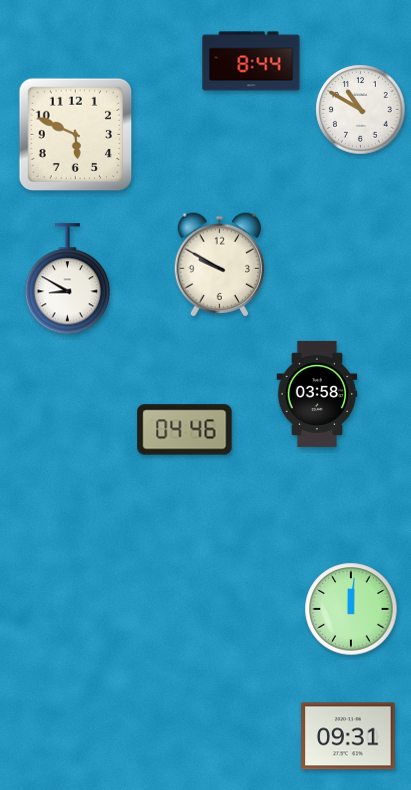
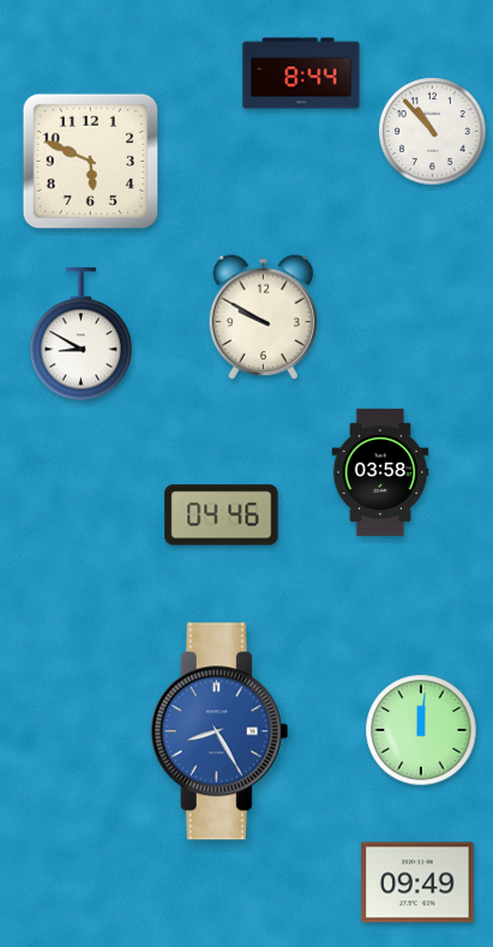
clock at (361, 110): 10:50 -> 10:53
clock at (220, 731): none -> 8:25
clock at (348, 736): 09:31 -> 09:49
